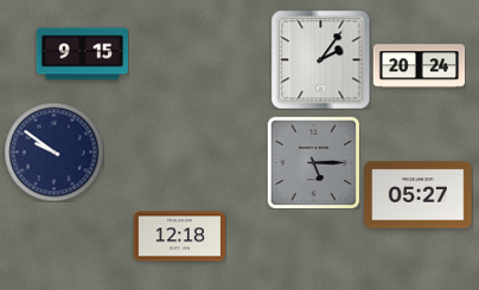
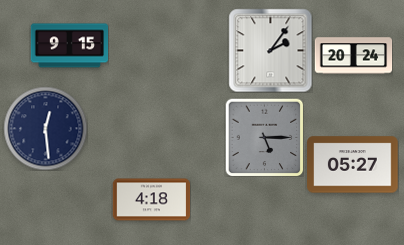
clock at (53, 152): 9:51 -> 12:29
clock at (179, 237): 12:18 -> 4:18
